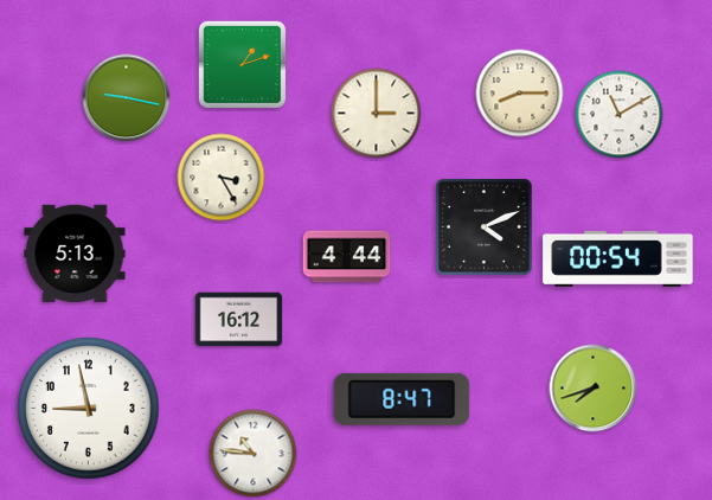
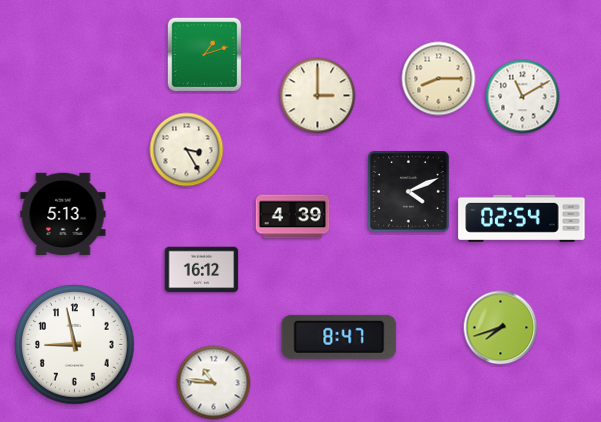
clock at (127, 98): 9:17 -> none
clock at (347, 257): 4:44 -> 4:39
clock at (618, 258): 00:54 -> 02:54
